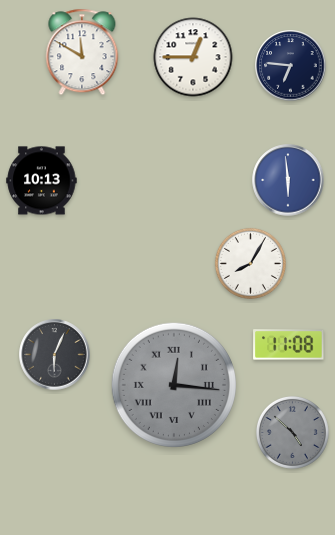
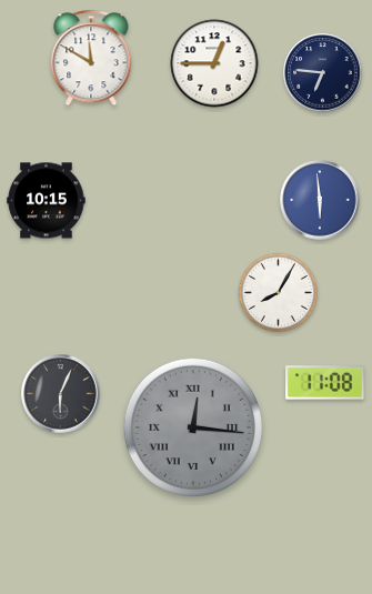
clock at (42, 181): 10:13 -> 10:15
clock at (289, 345) position: (289, 345) -> (325, 383)
clock at (292, 432): 4:52 -> none
